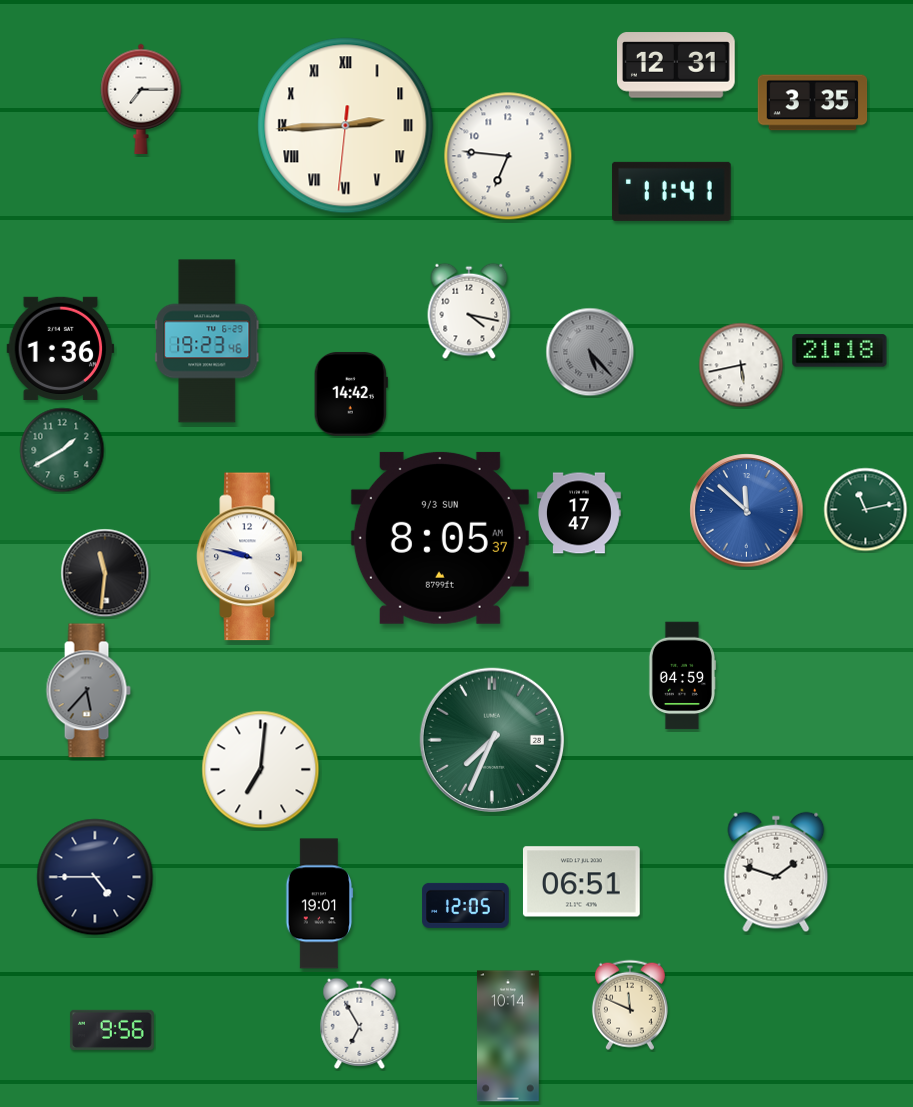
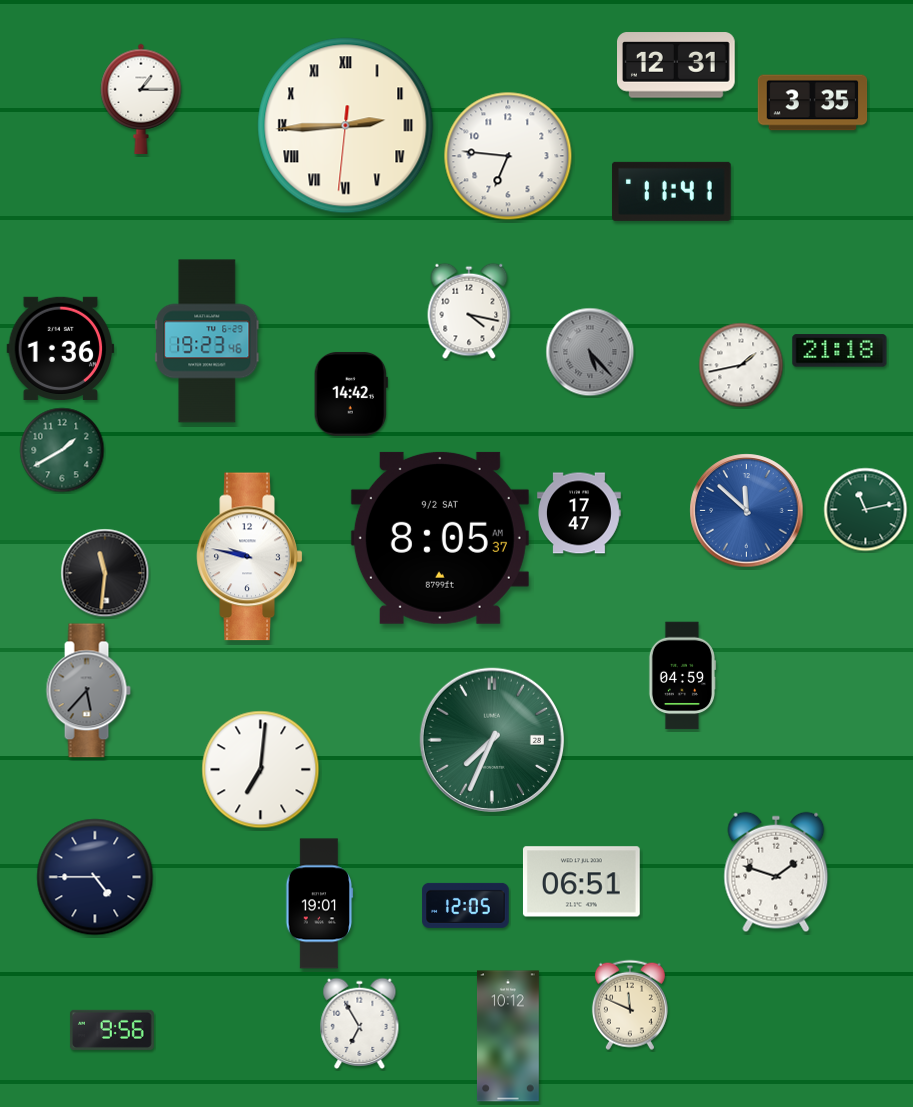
clock at (141, 98): 7:15 -> 1:15
clock at (741, 365): 5:43 -> 1:43
clock at (440, 538) date: 9/3 SUN -> 9/2 SAT
clock at (508, 1036): 10:14 -> 10:12
